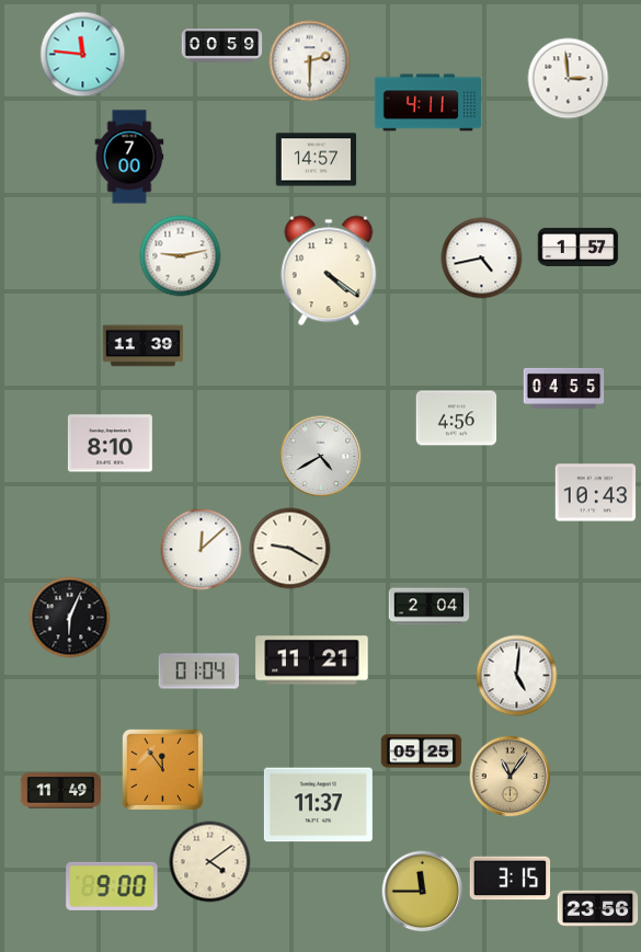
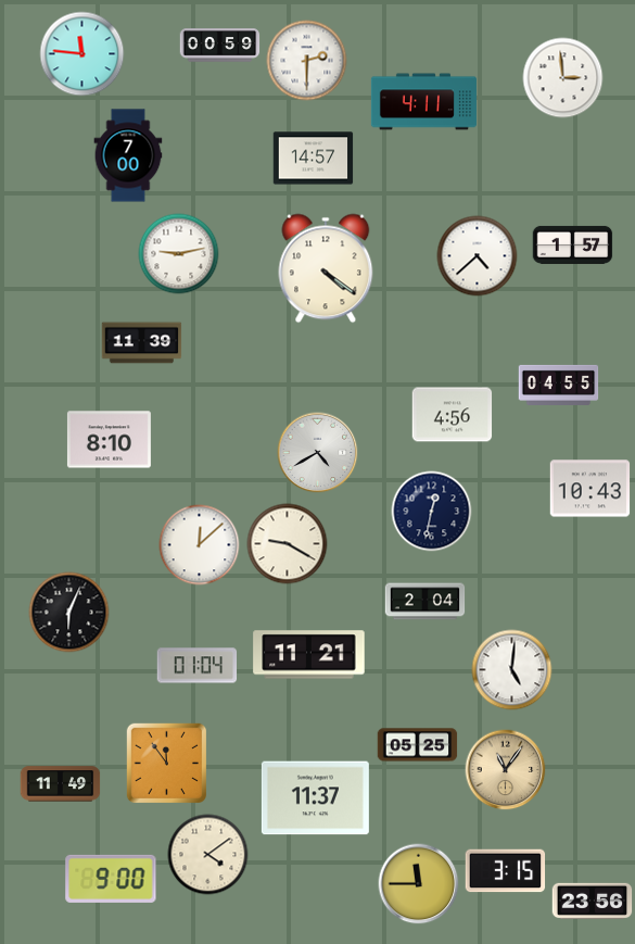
clock at (482, 259): 4:43 -> 4:38
clock at (432, 512): none -> 12:32
clock at (162, 769) position: (162, 769) -> (166, 763)
